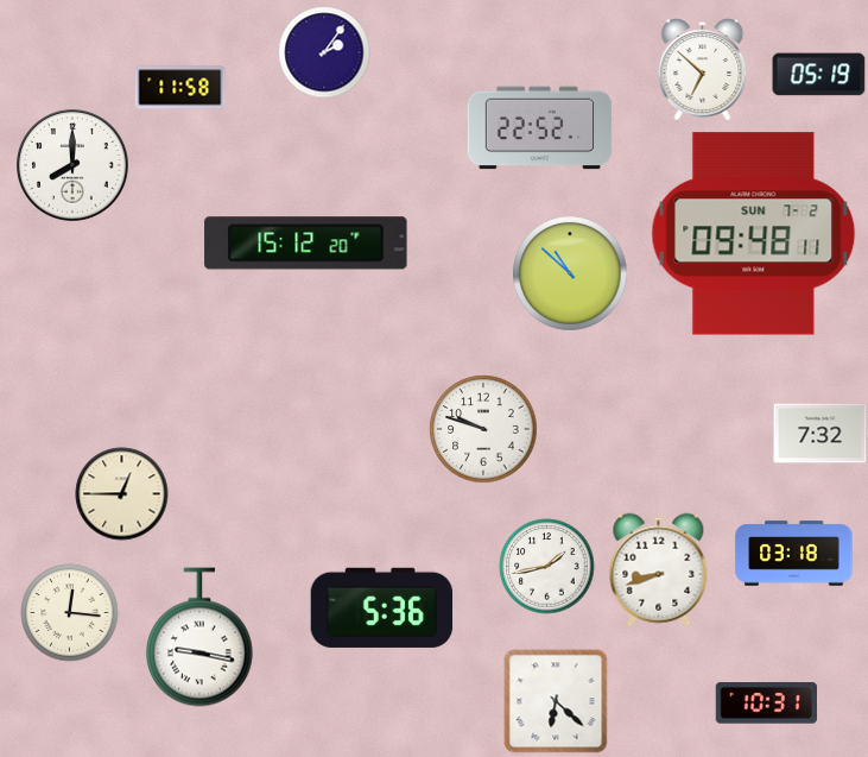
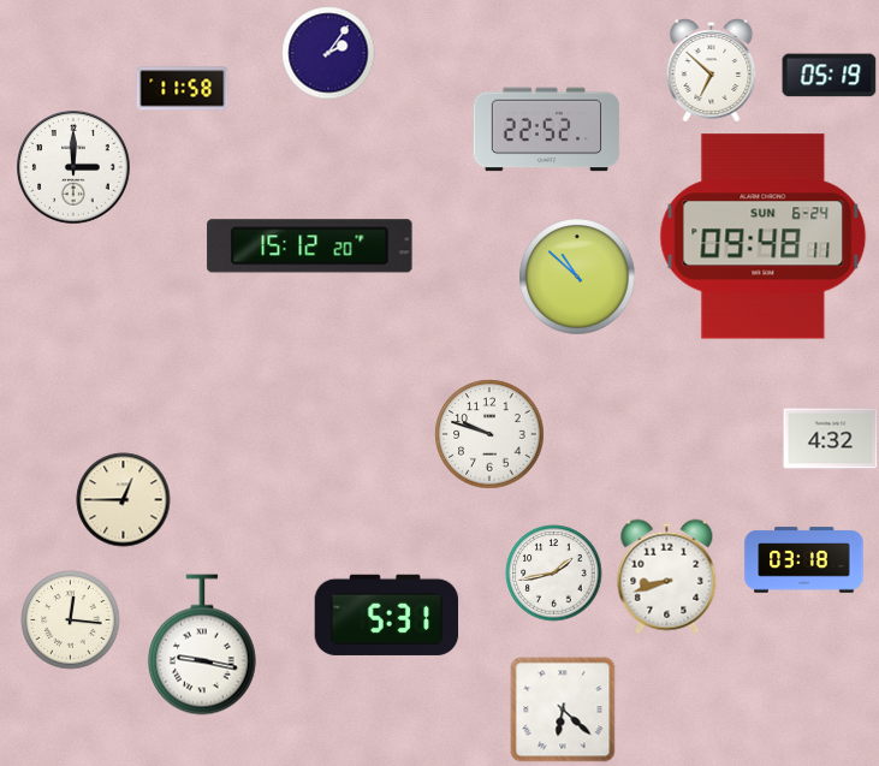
clock at (72, 165): 8:00 -> 3:00
clock at (754, 234) date: SUN 7-2 -> SUN 6-24
clock at (821, 434): 7:32 -> 4:32
clock at (382, 607): 5:36 -> 5:31
clock at (766, 704): 10:31 -> none
